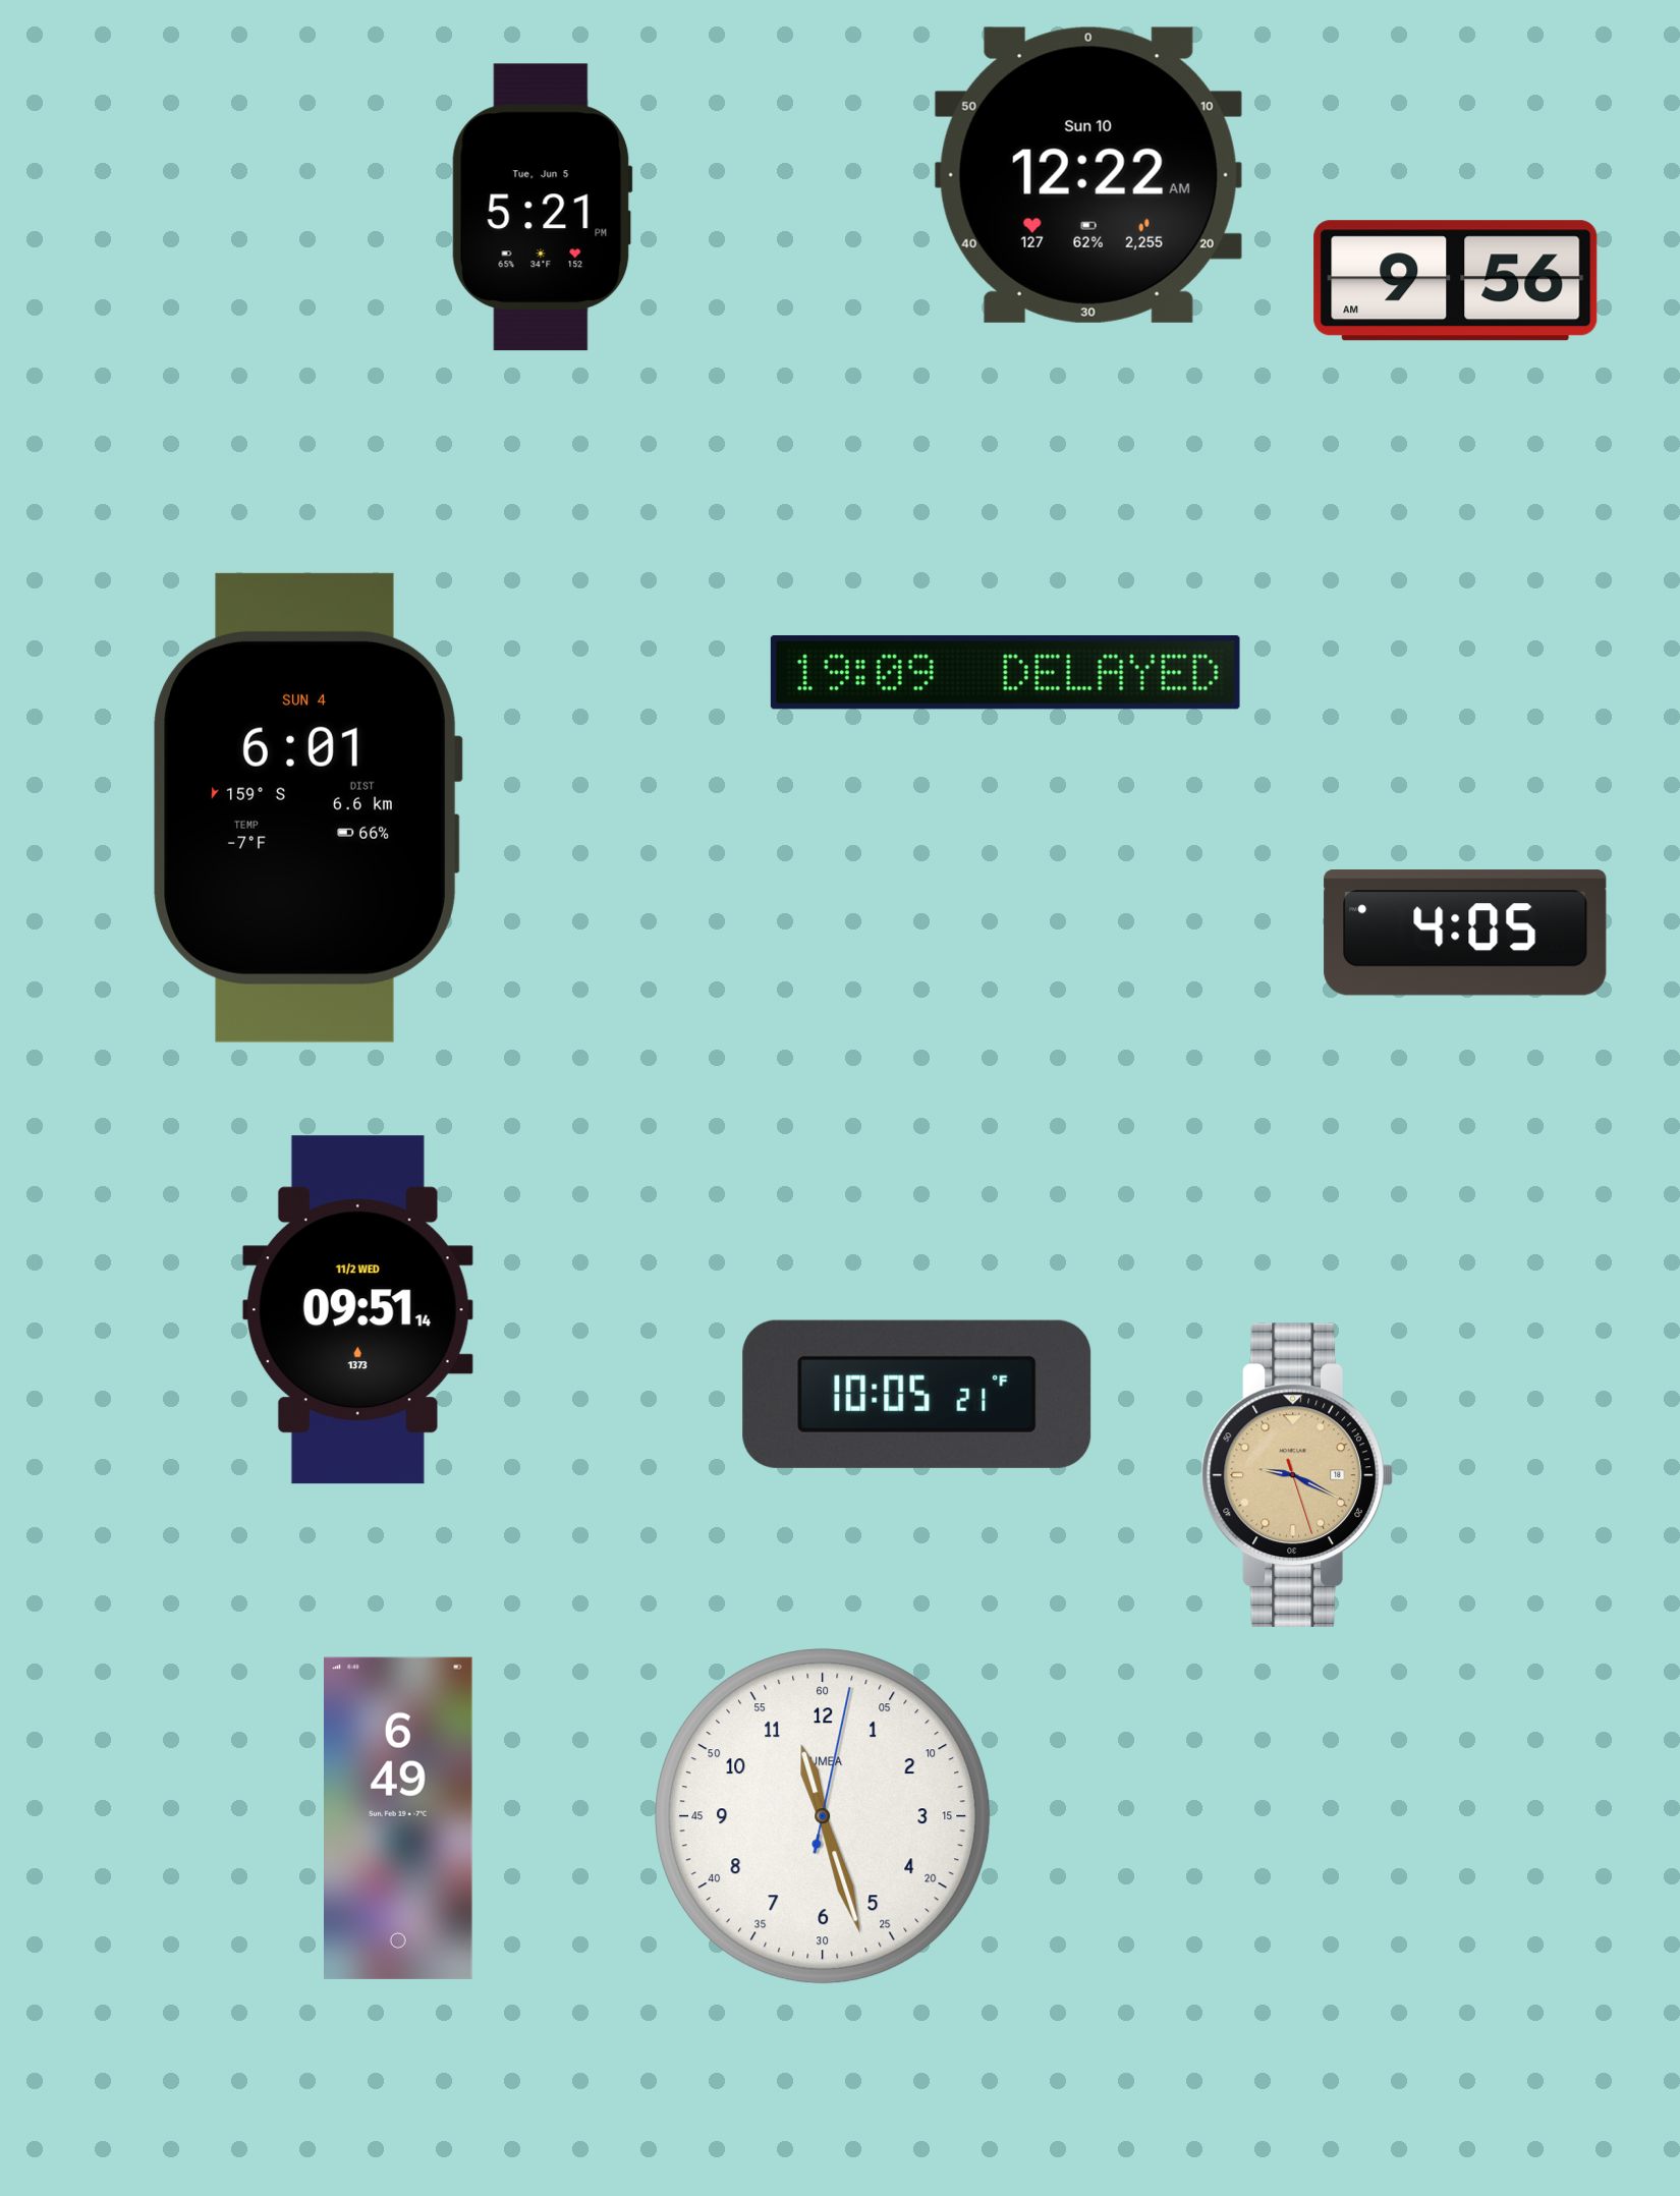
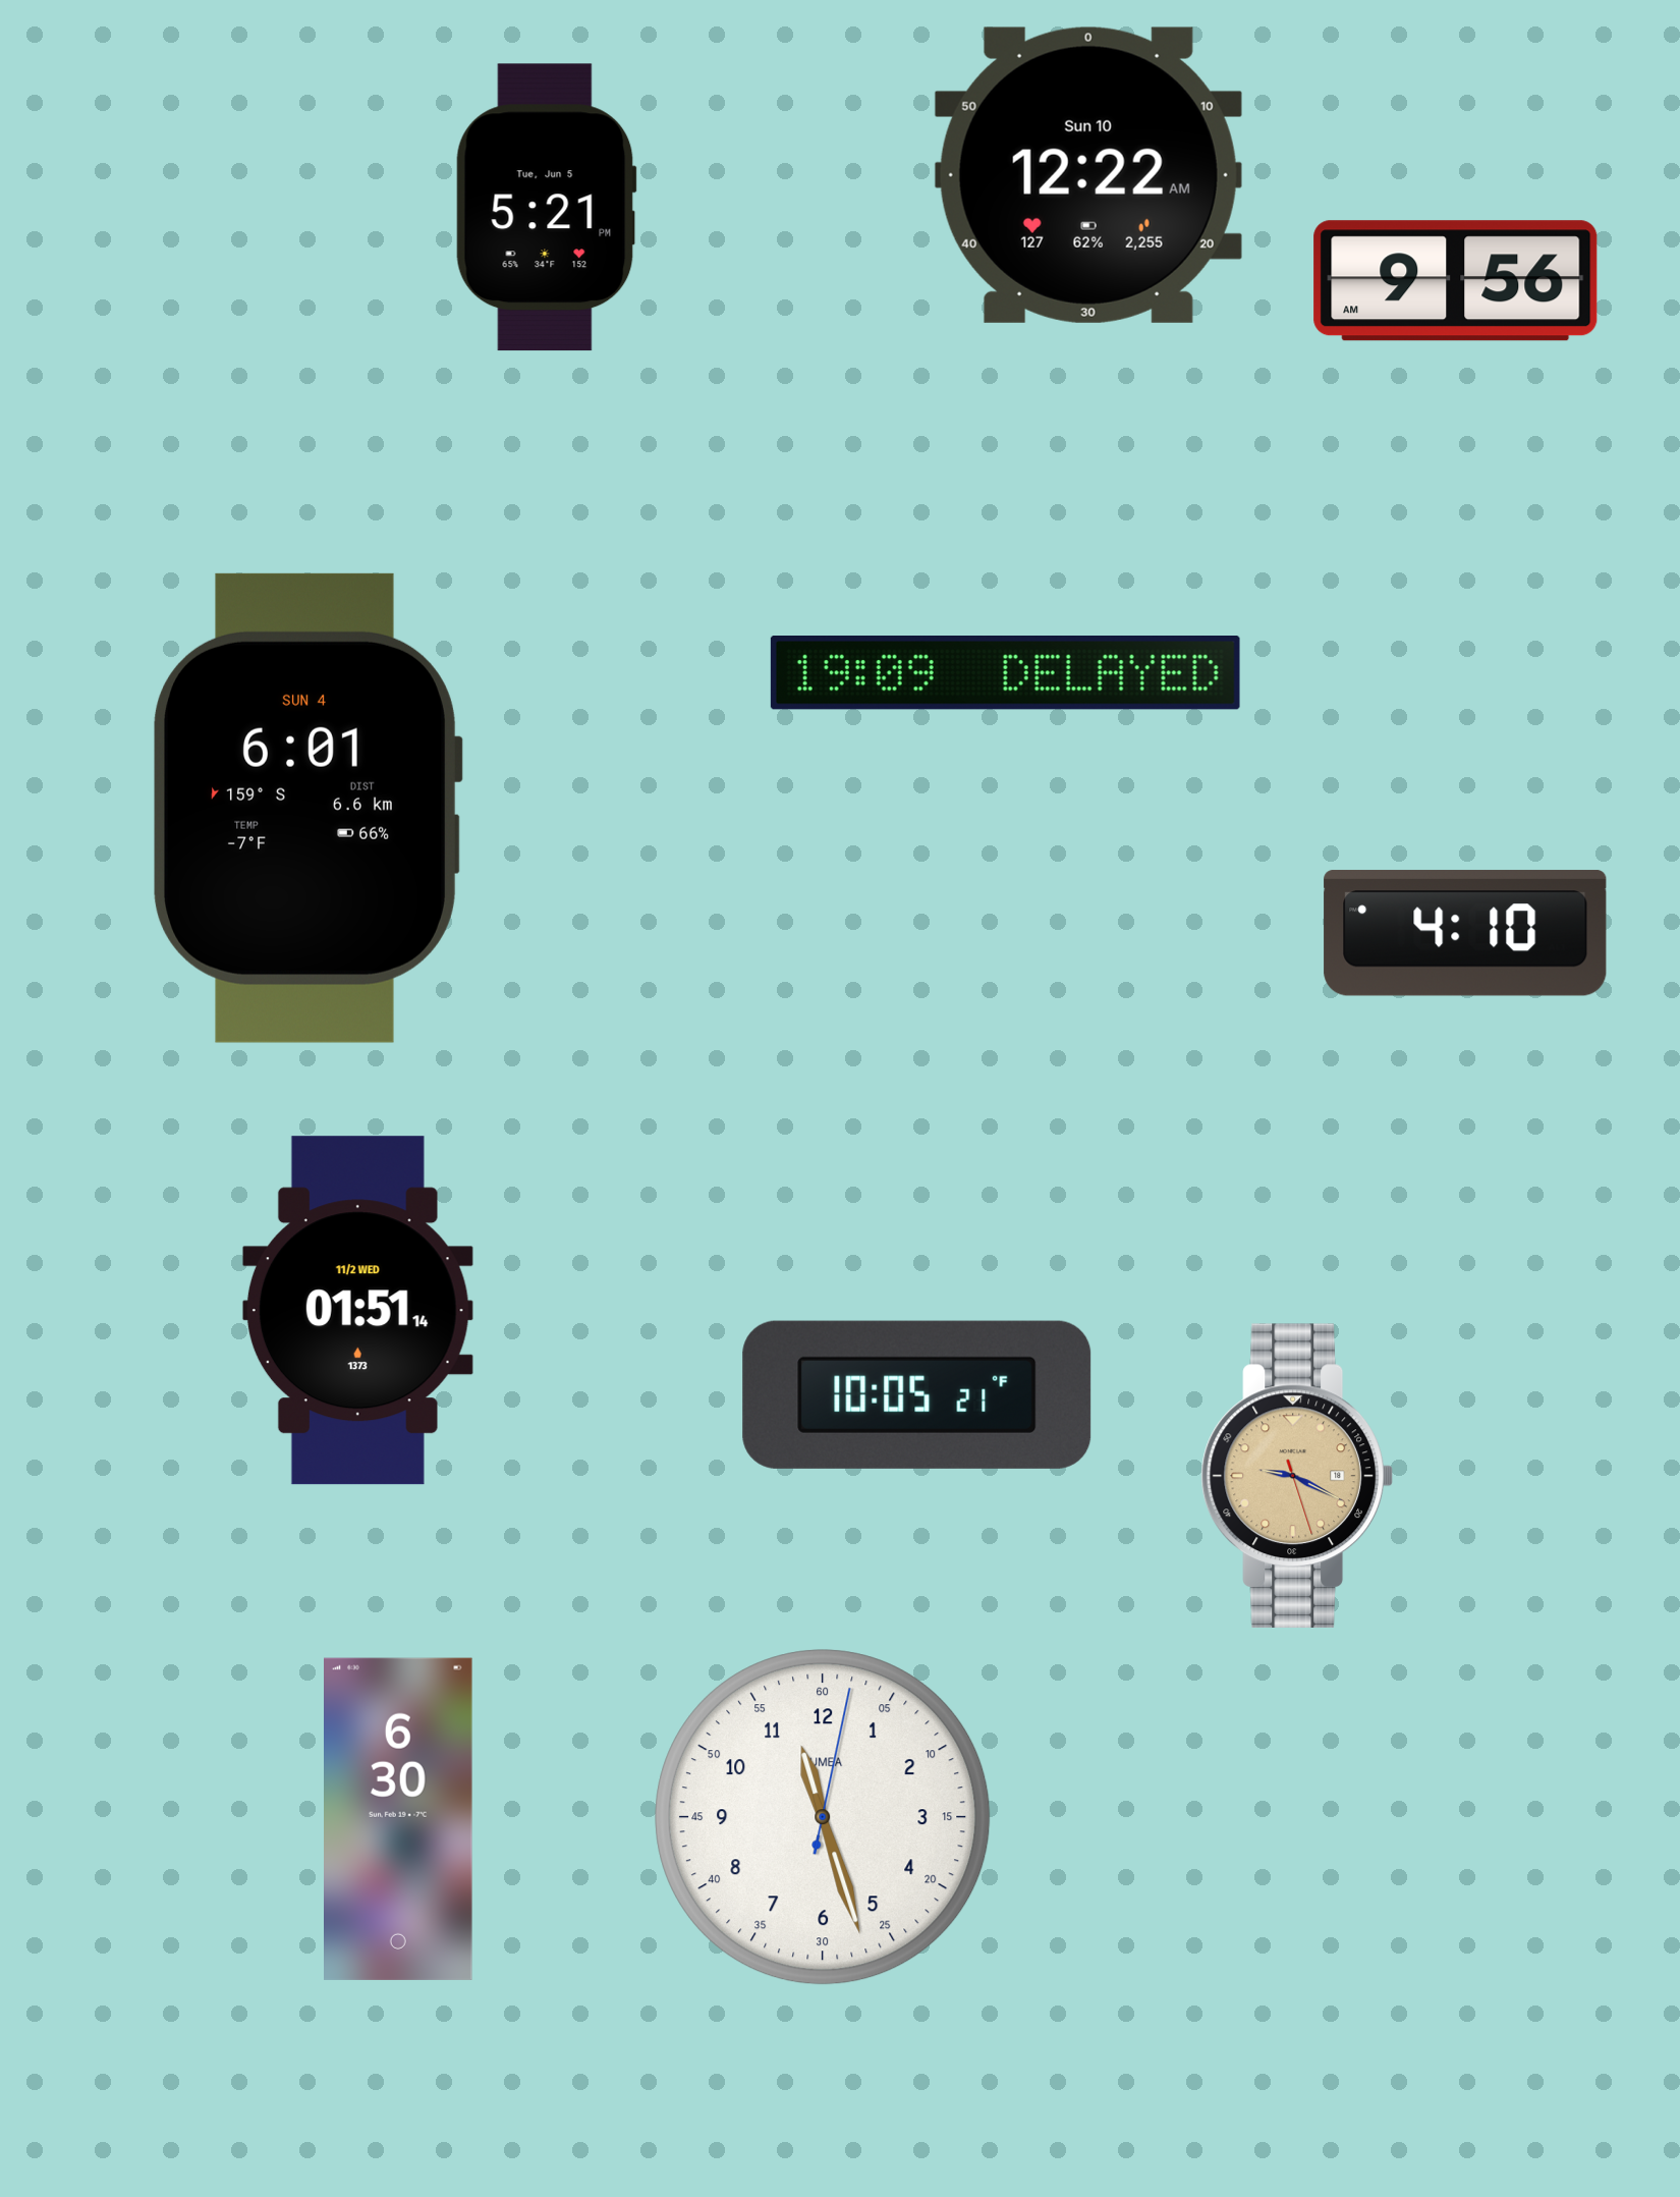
clock at (542, 208) position: (542, 208) -> (546, 208)
clock at (1465, 933): 4:05 -> 4:10
clock at (357, 1310): 09:51 -> 01:51
clock at (399, 1818): 6:49 -> 6:30
